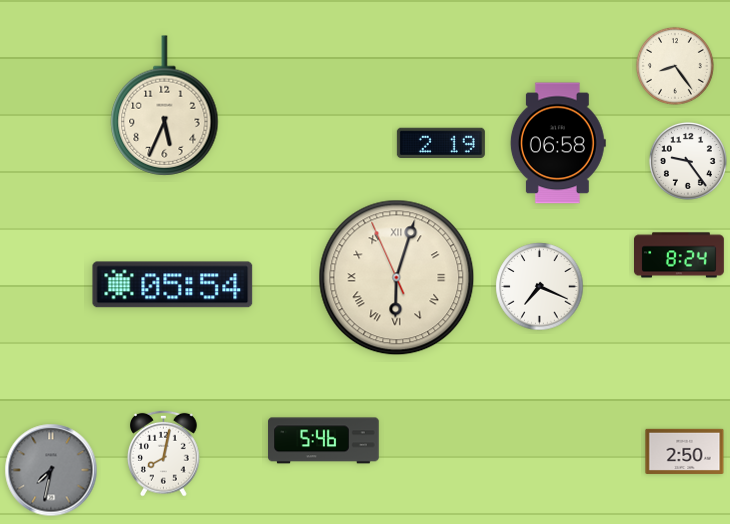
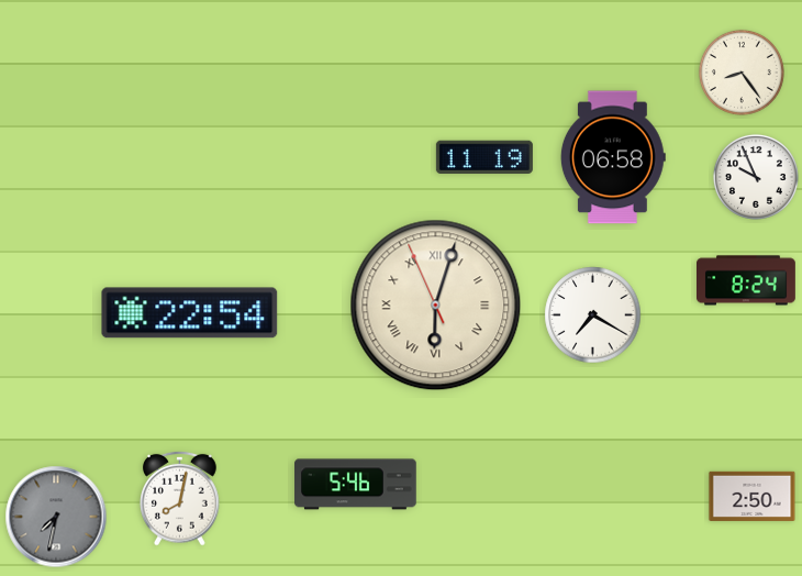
clock at (165, 106): 5:34 -> none
clock at (441, 142): 2:19 -> 11:19
clock at (688, 161): 9:24 -> 9:56
clock at (173, 285): 05:54 -> 22:54
clock at (540, 287): 7:19 -> 7:20
